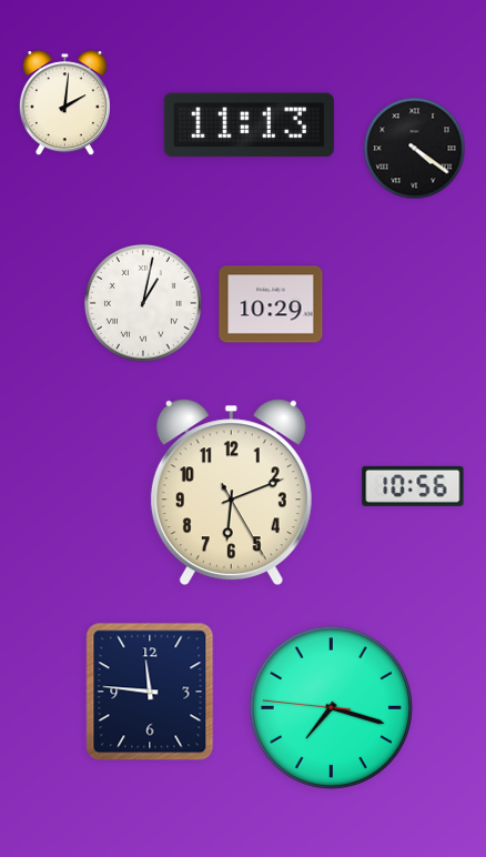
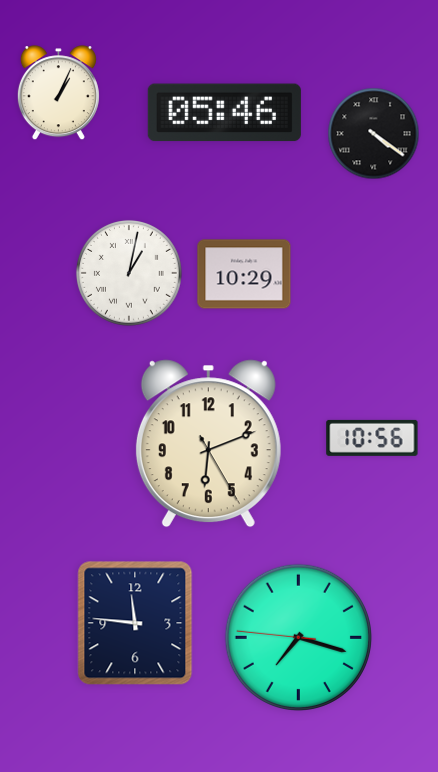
clock at (64, 103): 2:01 -> 1:04
clock at (249, 125): 11:13 -> 05:46
